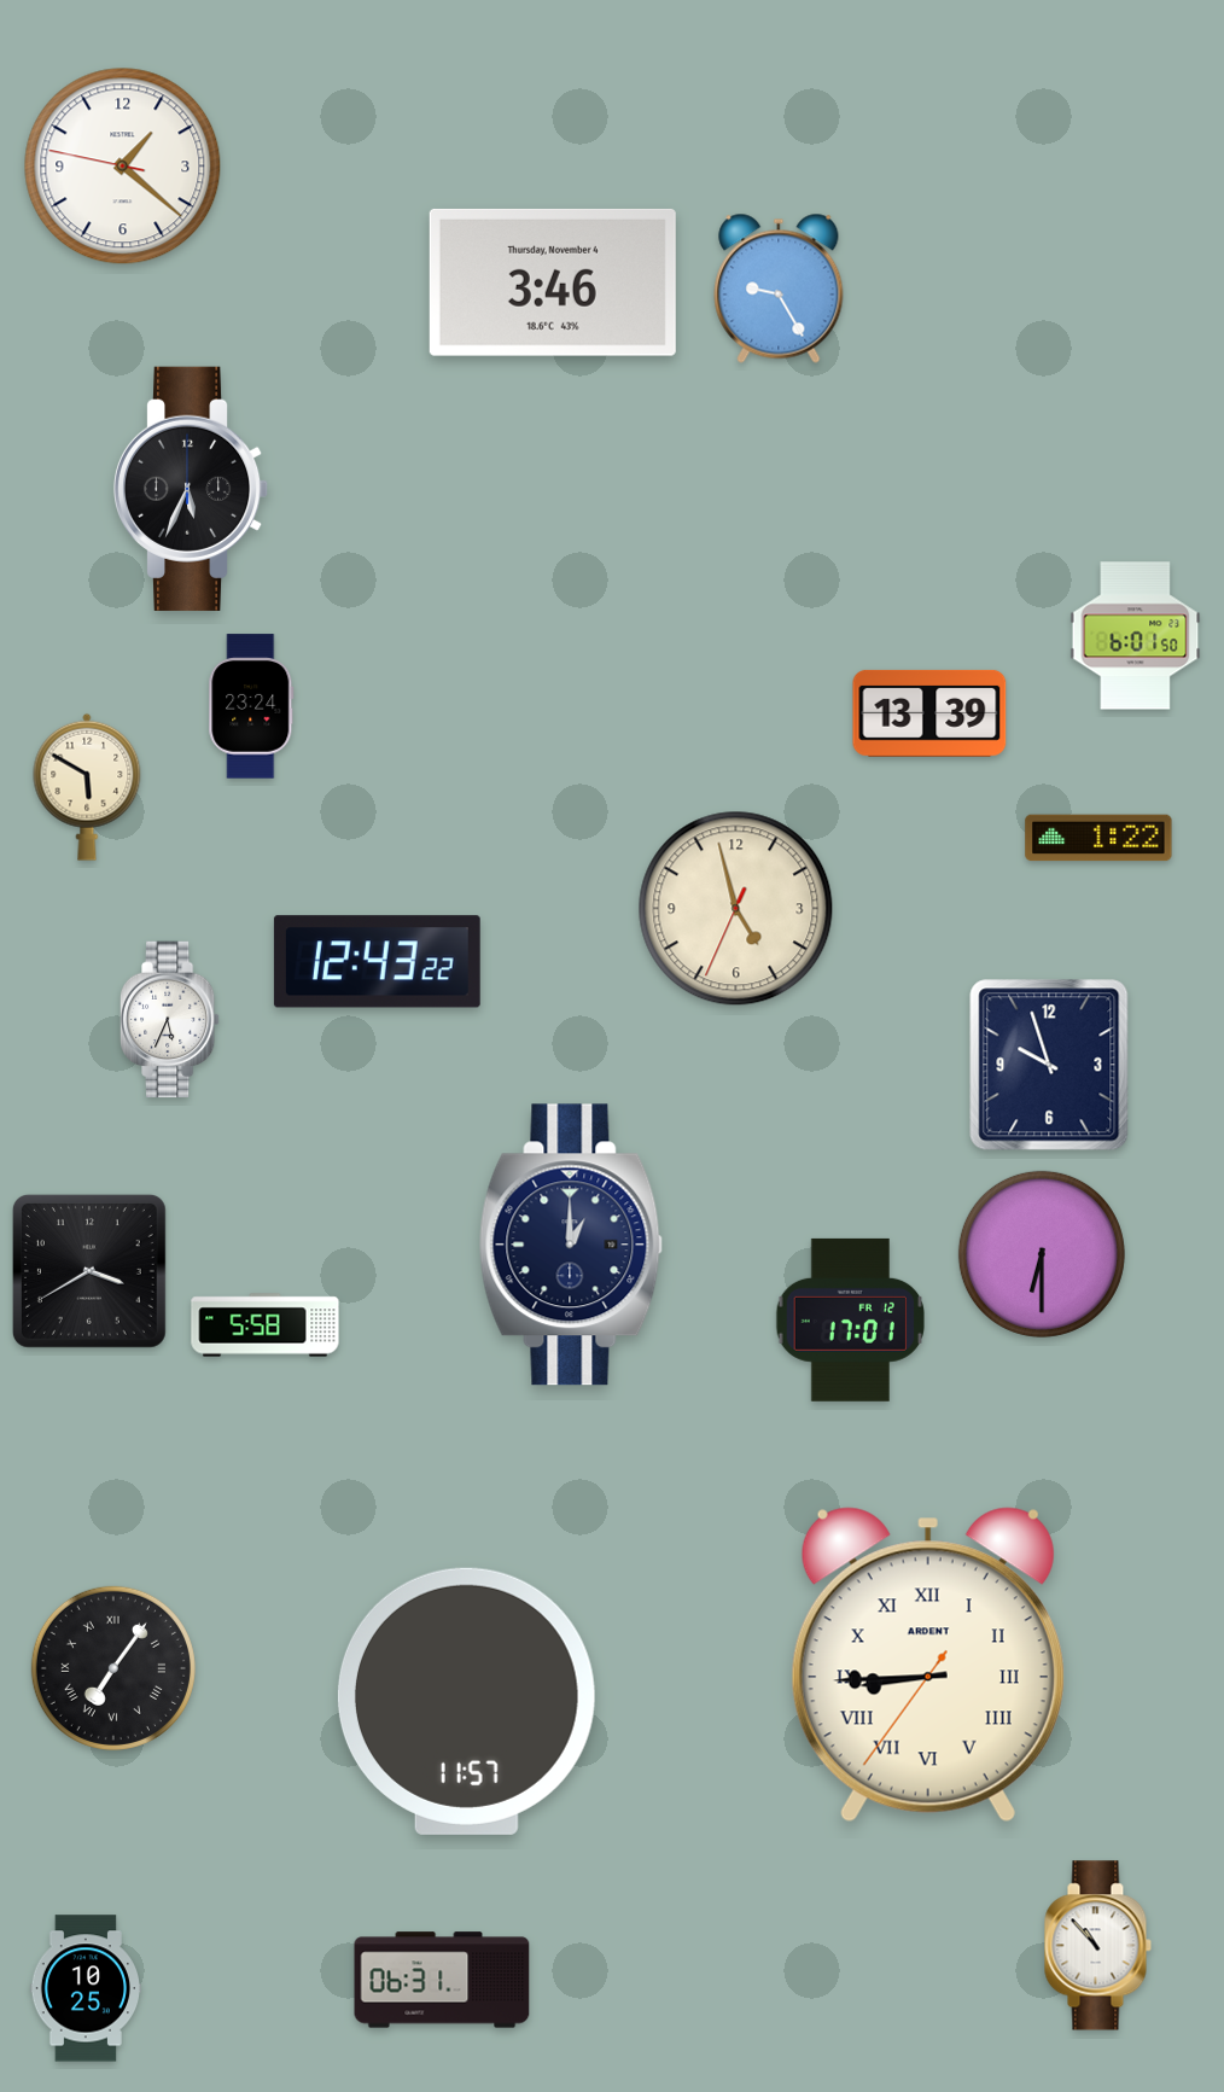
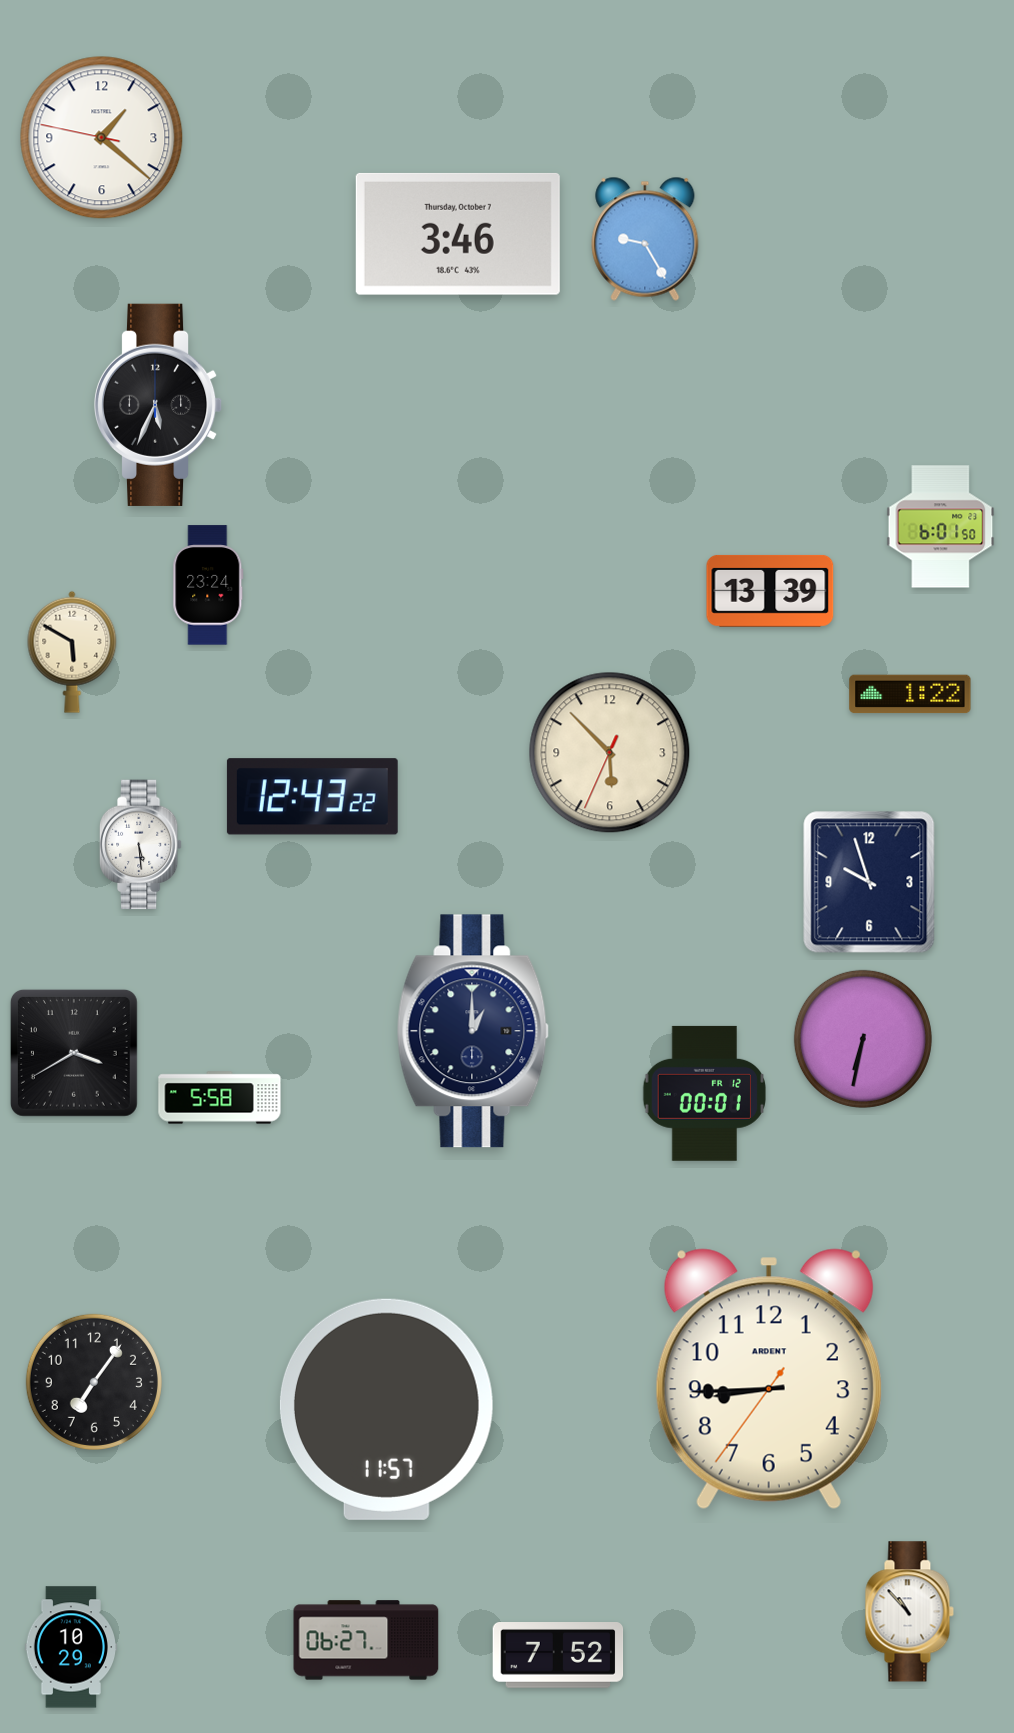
clock at (553, 282) date: Thursday, November 4 -> Thursday, October 7
clock at (736, 909): 4:57 -> 5:52
clock at (169, 1020): 5:34 -> 5:29
clock at (1042, 1254): 6:30 -> 6:32
clock at (850, 1319): 17:01 -> 00:01
clock at (928, 1665) numerals: Roman -> Arabic
clock at (113, 1668) numerals: Roman -> Arabic
clock at (442, 1980): 06:31 -> 06:27
clock at (84, 1988): 10:25 -> 10:29
clock at (558, 1656): none -> 7:52
